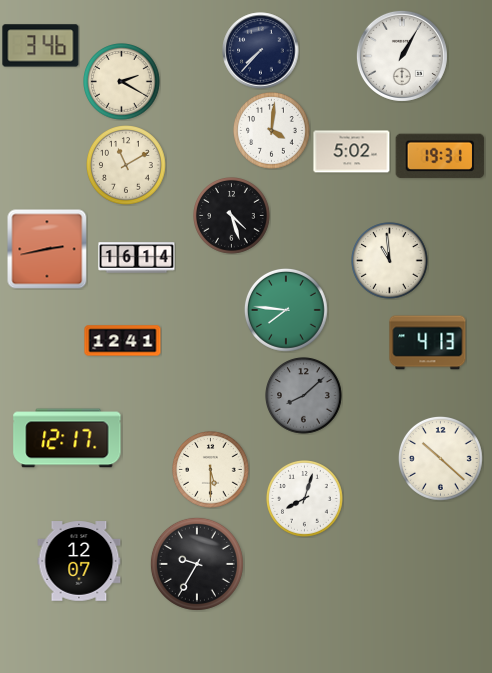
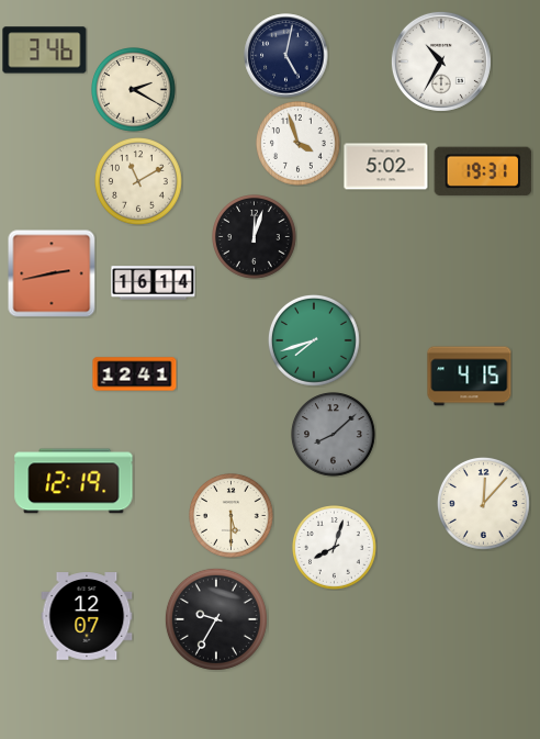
clock at (261, 51): 7:37 -> 5:02
clock at (402, 56): 1:05 -> 10:35
clock at (272, 131): 4:01 -> 3:57
clock at (232, 216): 4:27 -> 12:03
clock at (137, 258) position: (137, 258) -> (154, 283)
clock at (390, 261): 10:59 -> none
clock at (286, 310): 7:46 -> 7:42
clock at (428, 343): 4:13 -> 4:15
clock at (67, 438): 12:17 -> 12:19
clock at (440, 458): 10:22 -> 12:07
